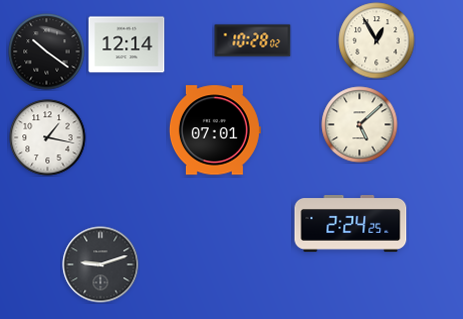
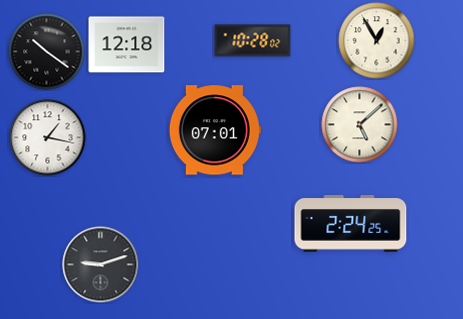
clock at (127, 45): 12:14 -> 12:18
